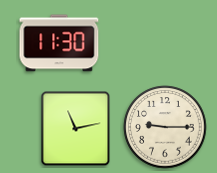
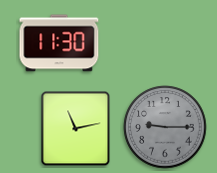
clock at (165, 127) dial: cream -> grey
